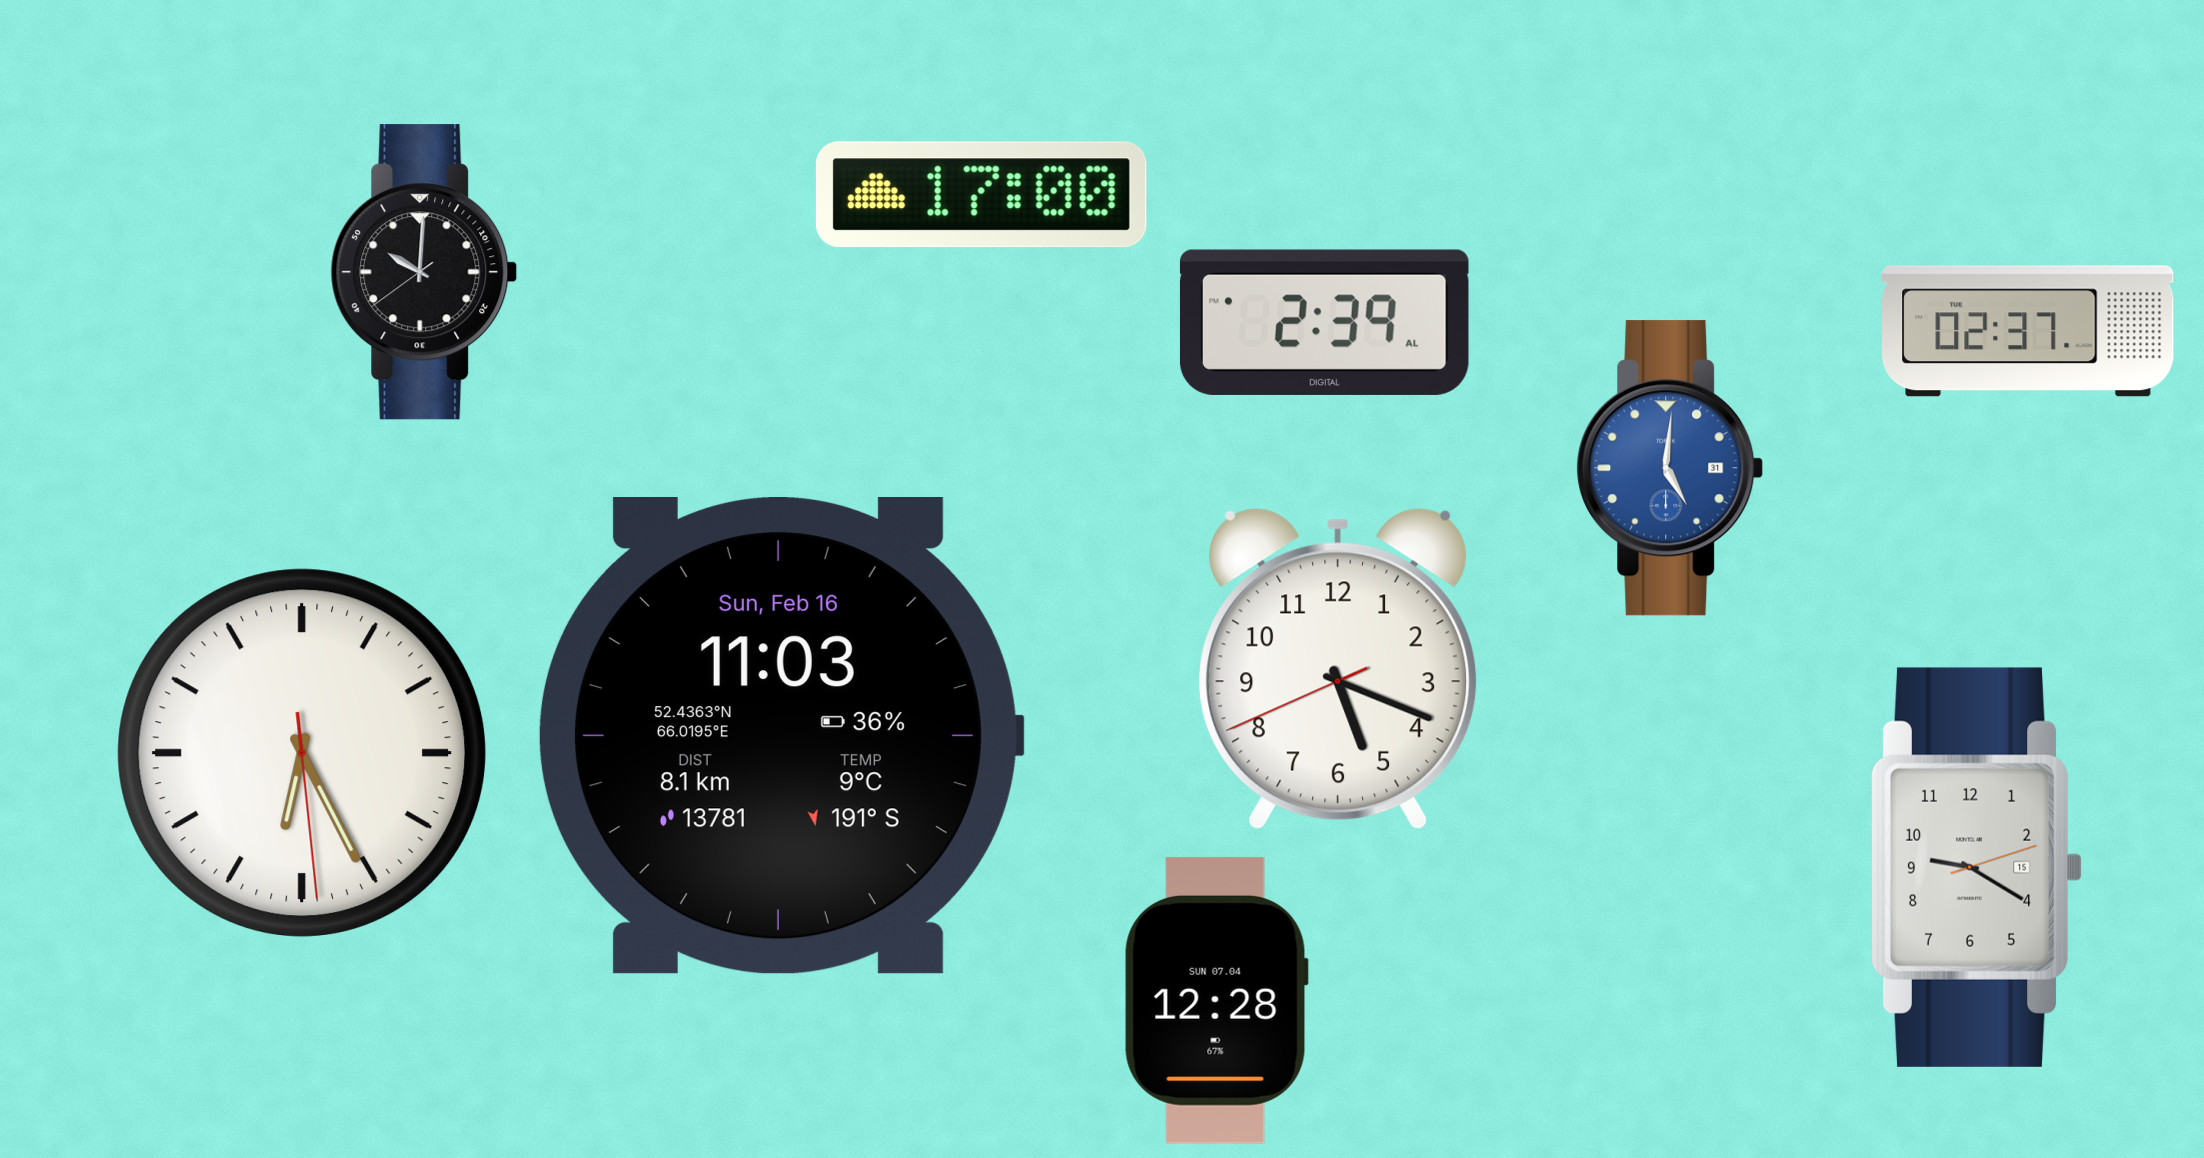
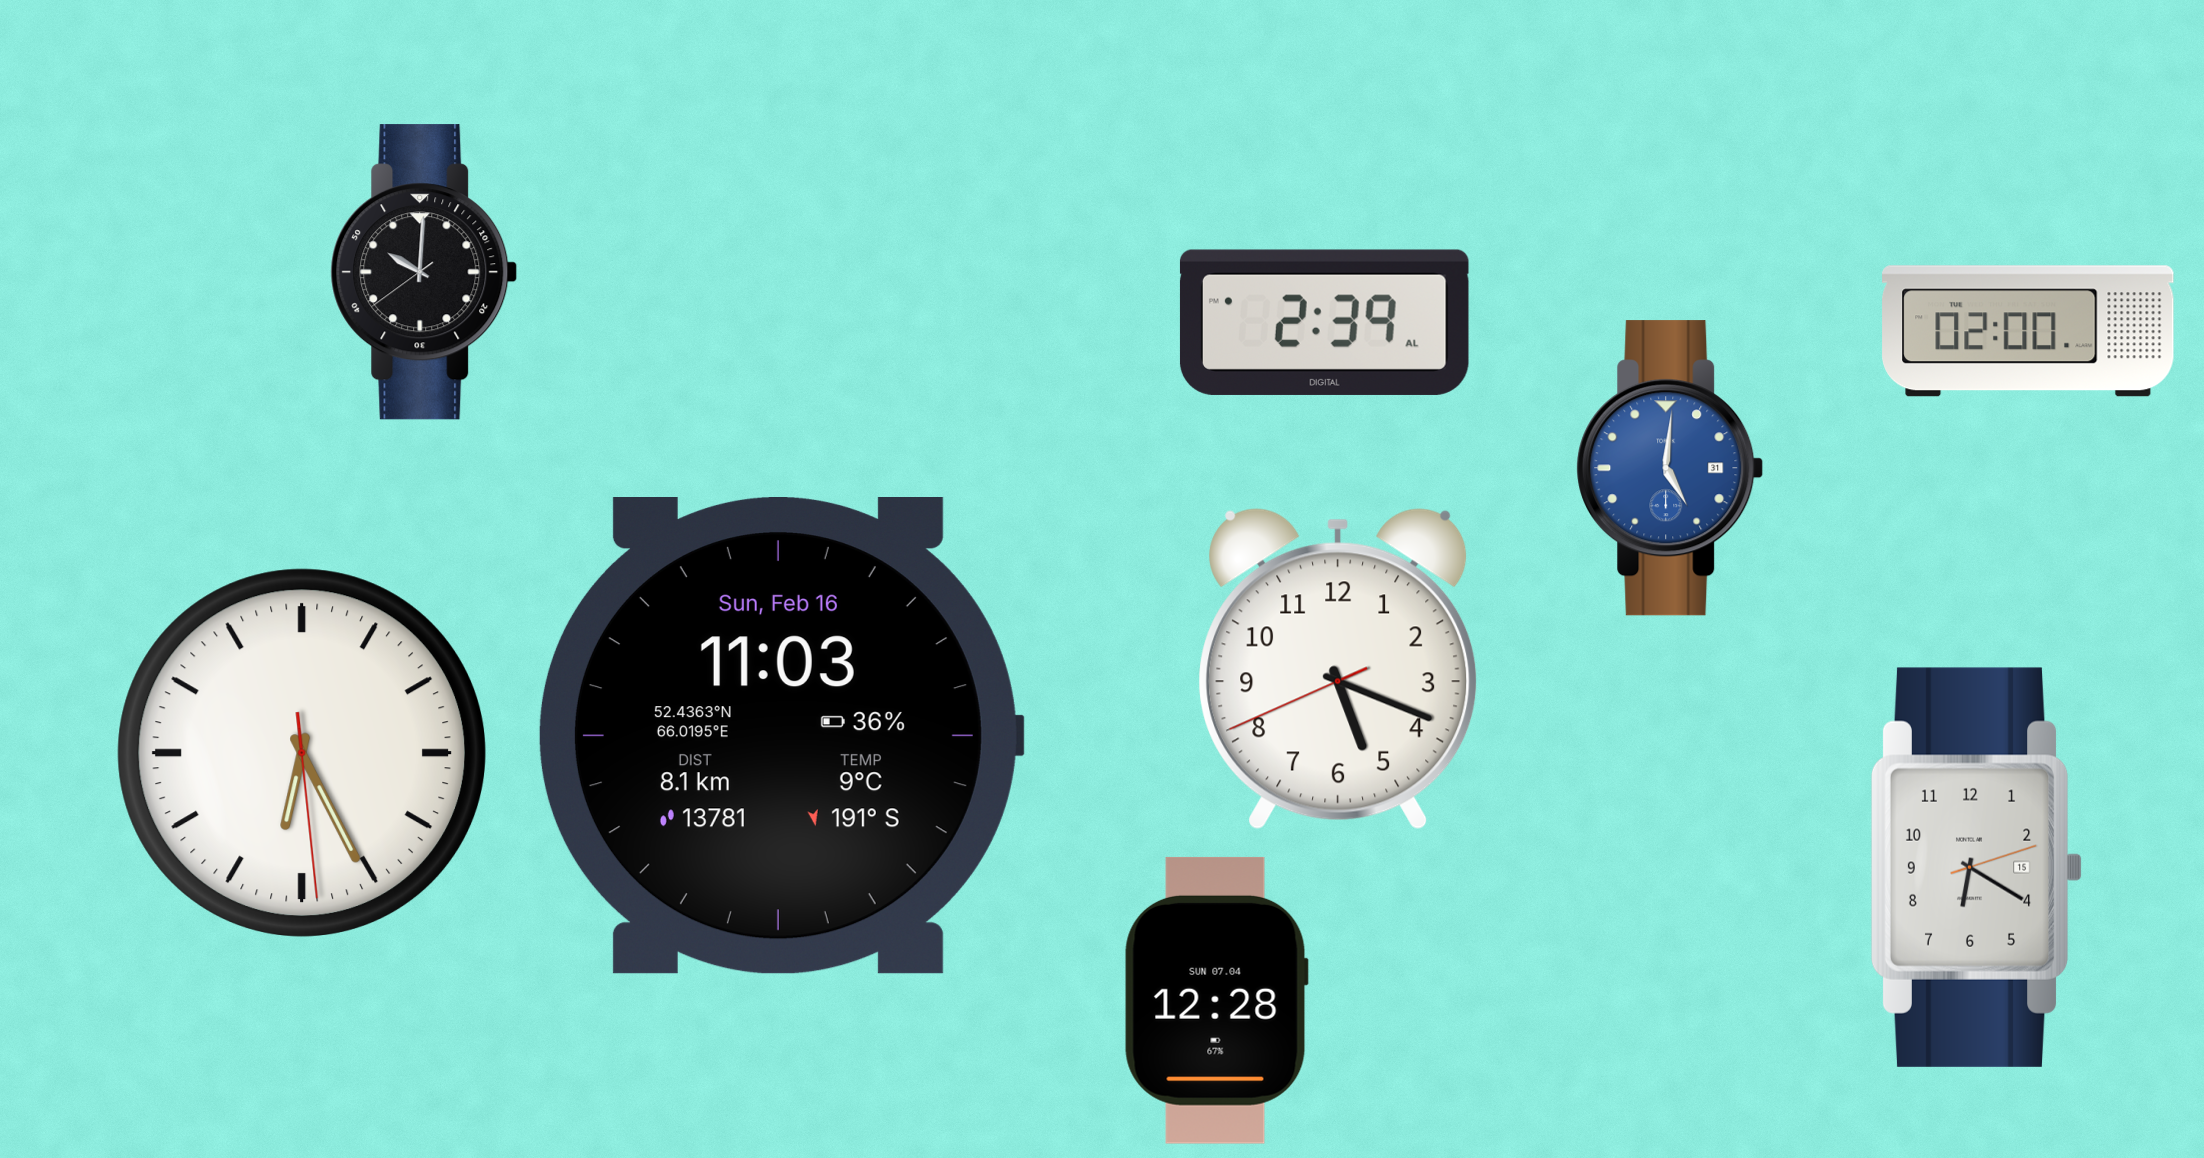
clock at (981, 195): 17:00 -> none
clock at (2028, 331): 02:37 -> 02:00
clock at (1976, 867): 9:20 -> 6:20
